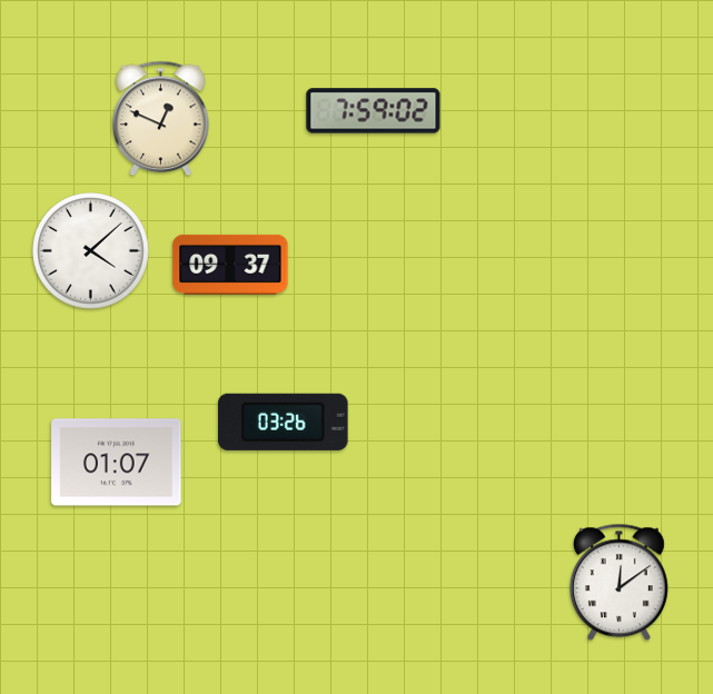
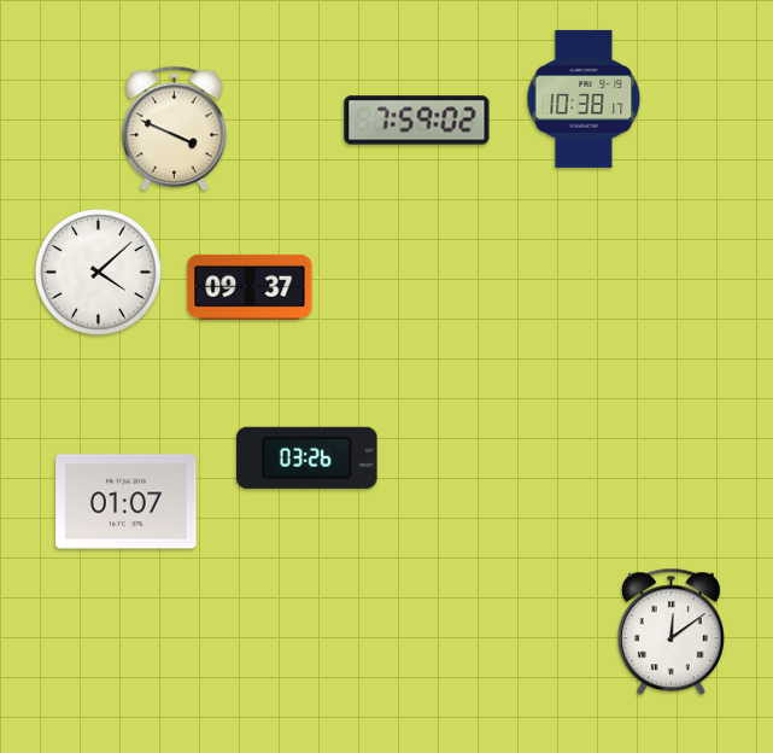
clock at (584, 99): none -> 10:38
clock at (374, 111) position: (374, 111) -> (417, 121)
clock at (161, 119): 12:49 -> 3:49
